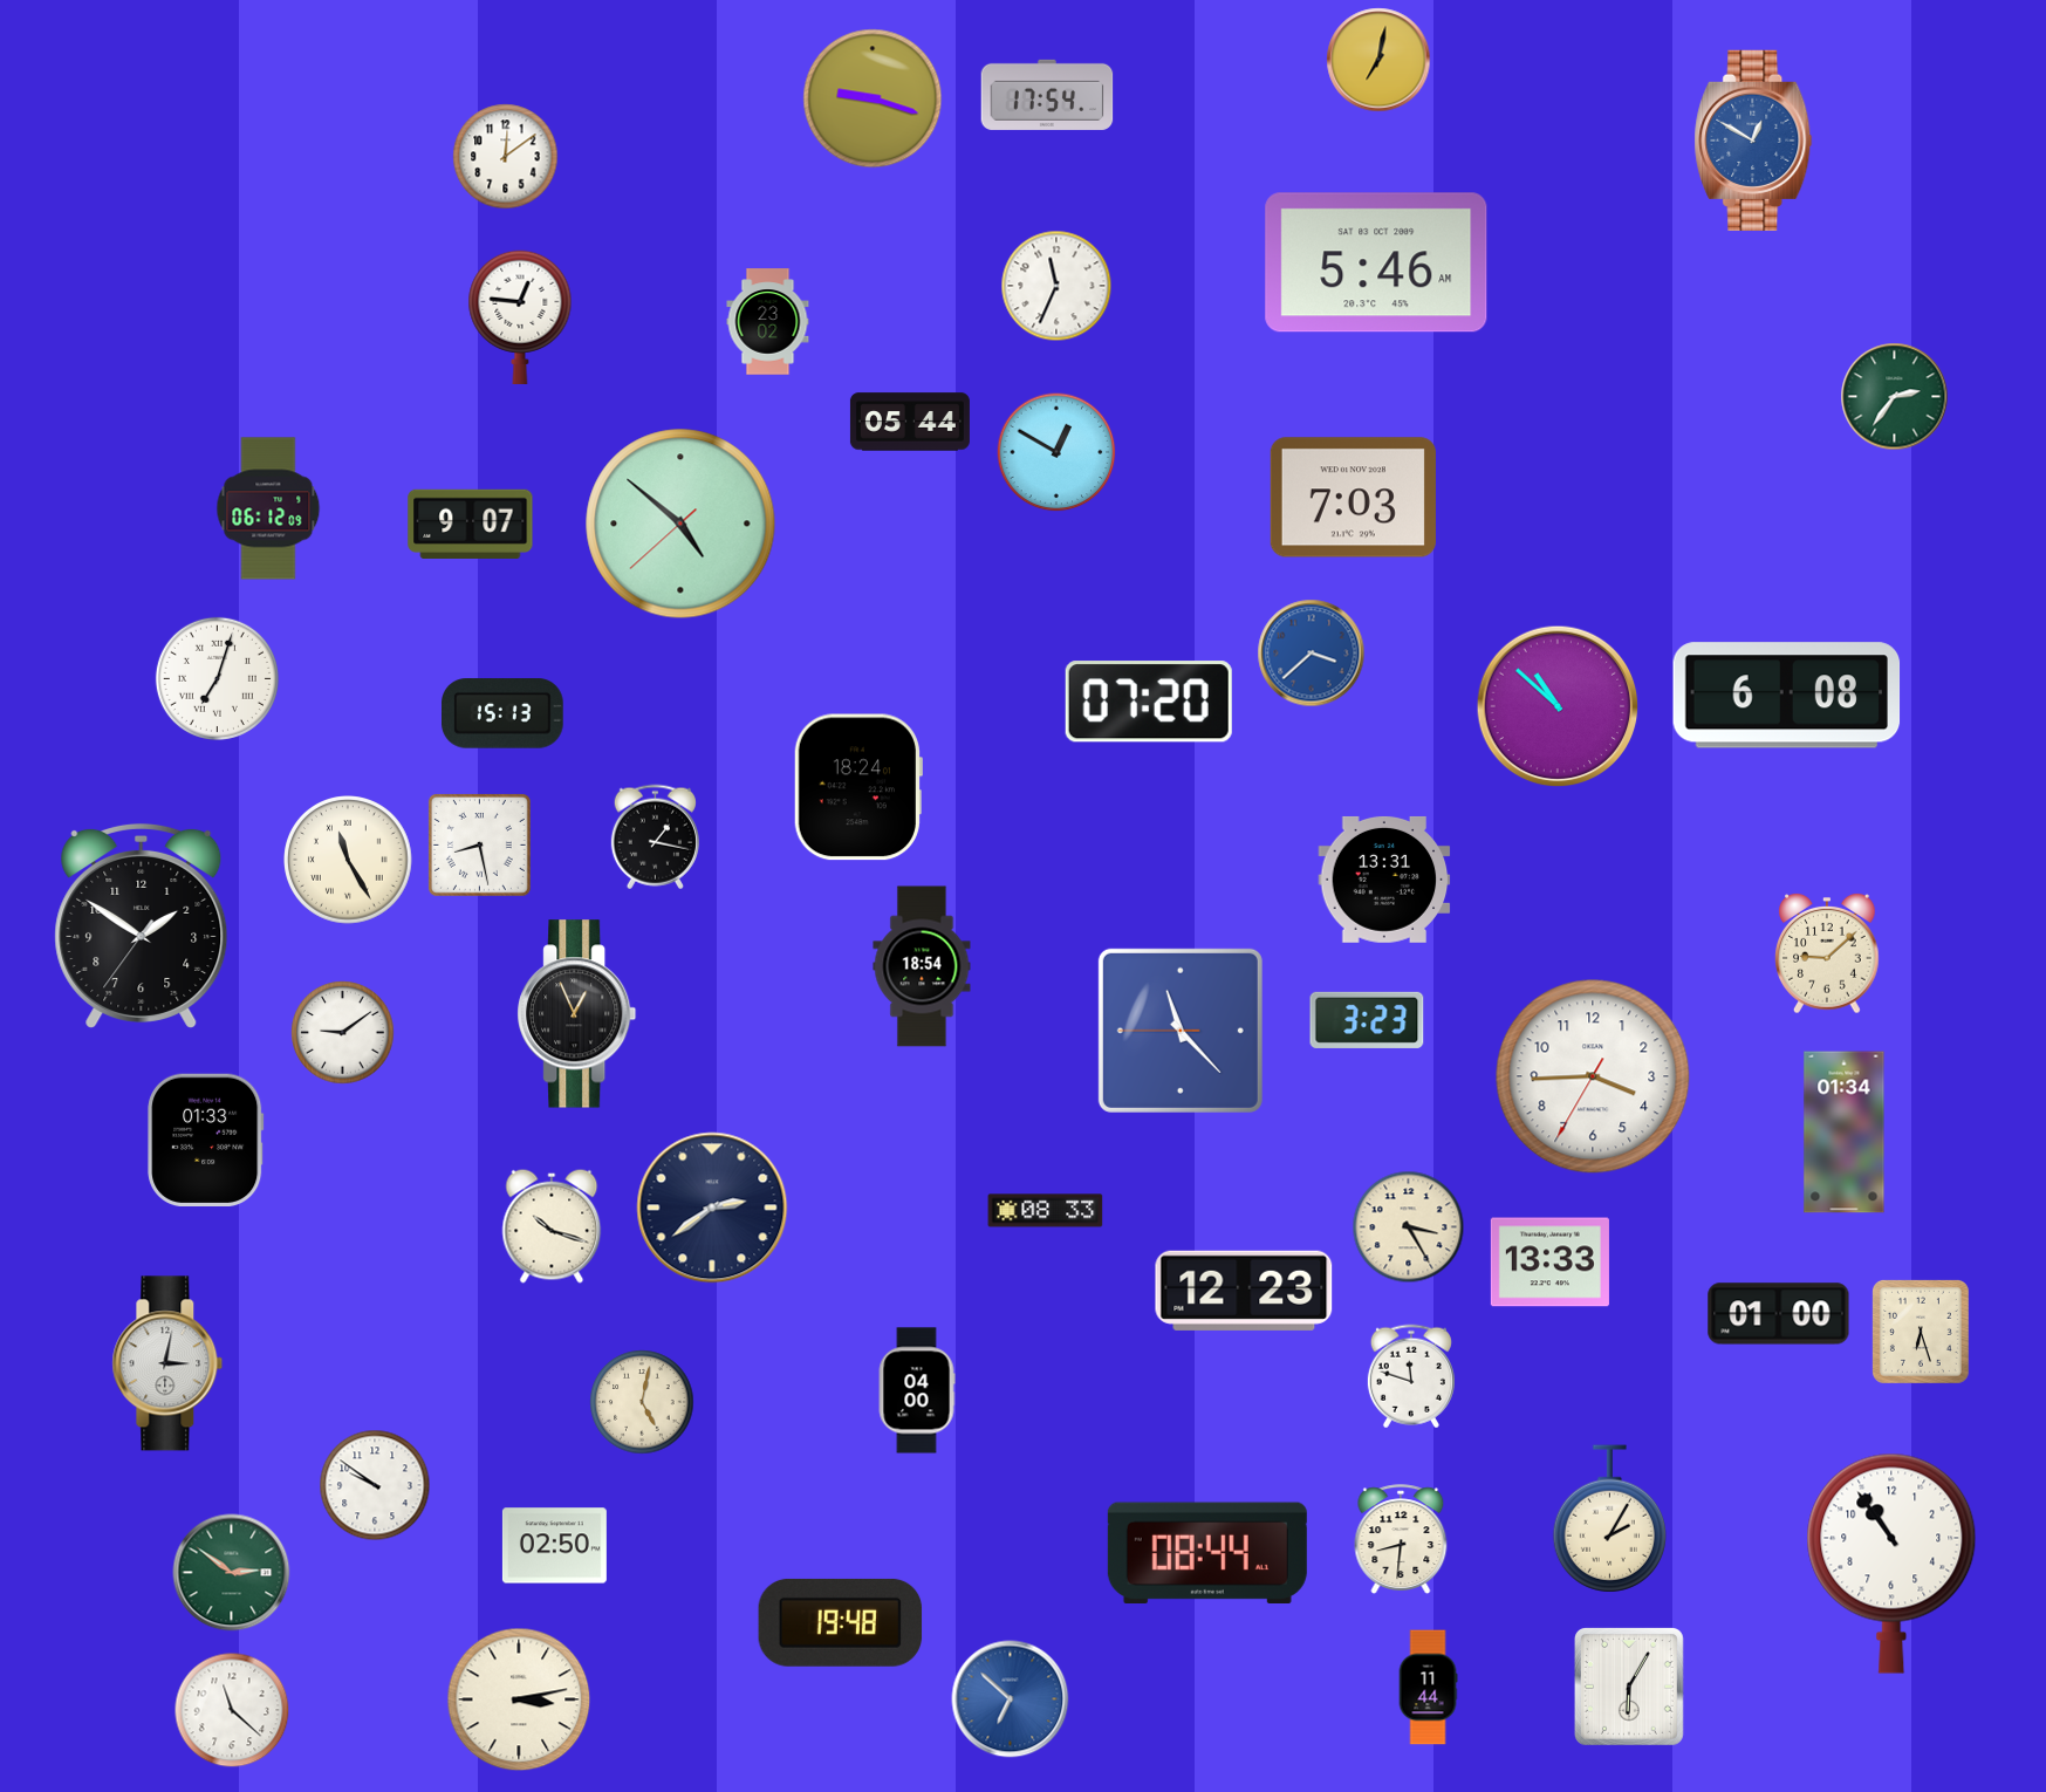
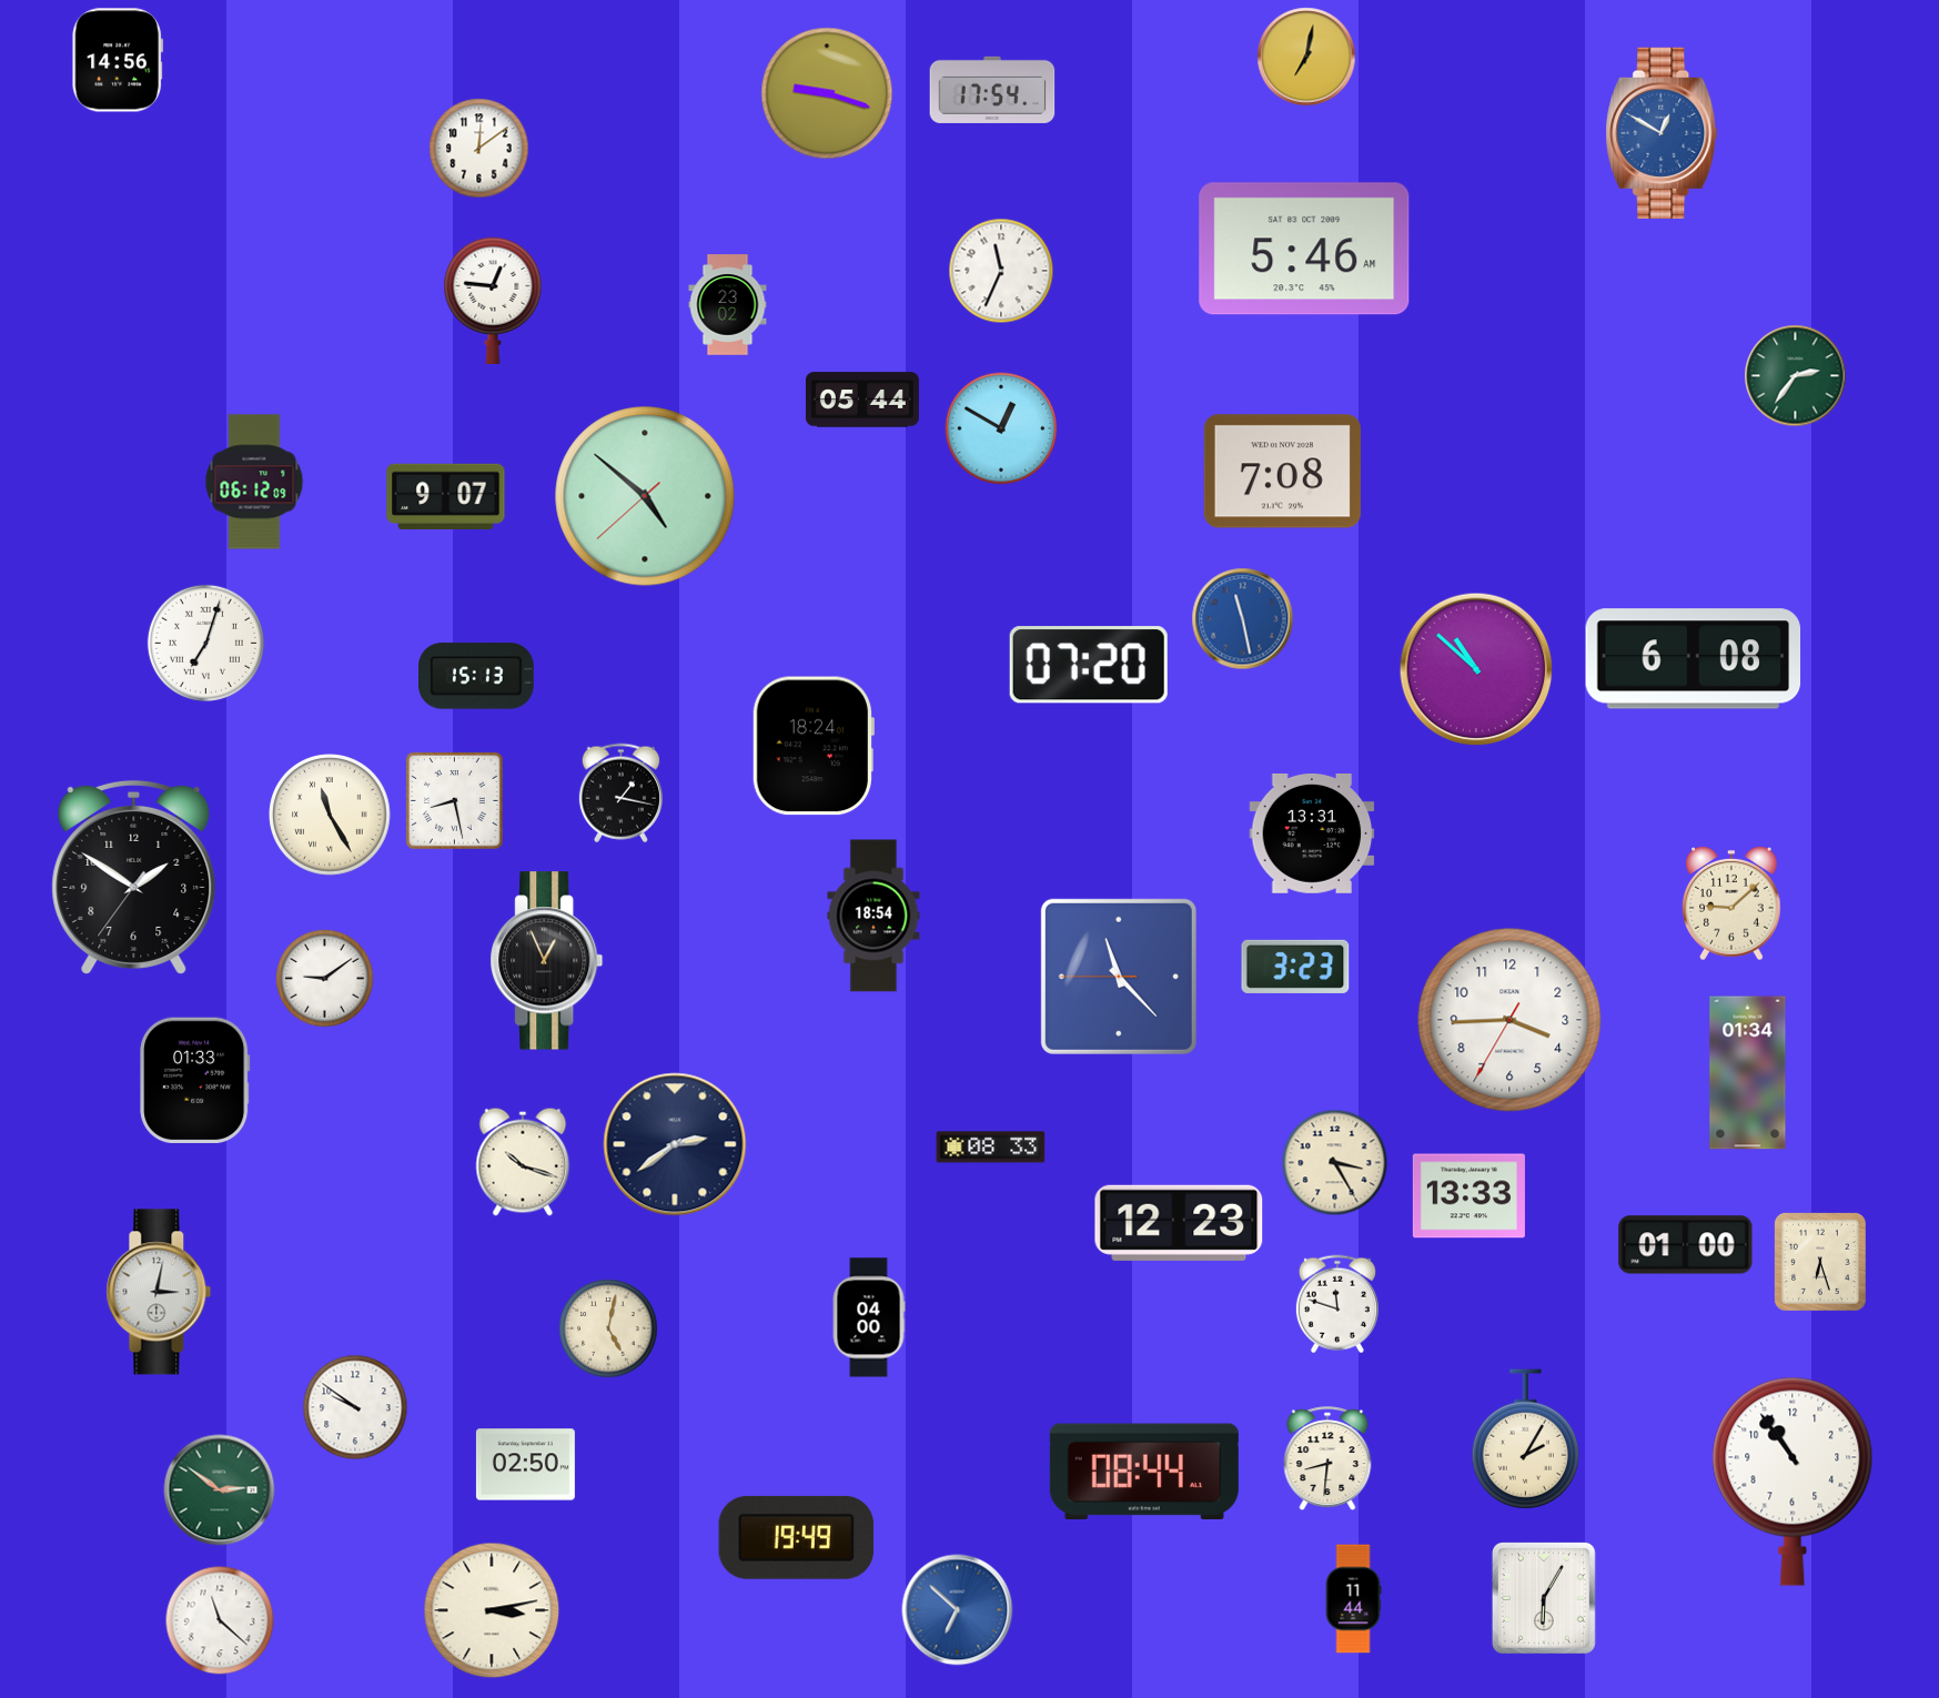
clock at (118, 60): none -> 14:56
clock at (1353, 498): 7:03 -> 7:08
clock at (1312, 654): 3:38 -> 11:28
clock at (841, 1622): 19:48 -> 19:49
